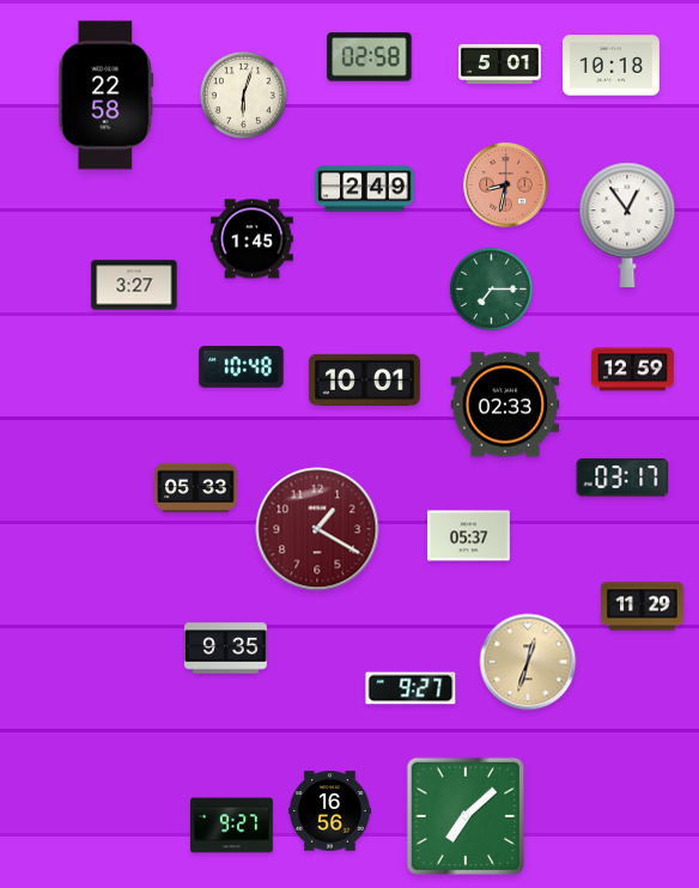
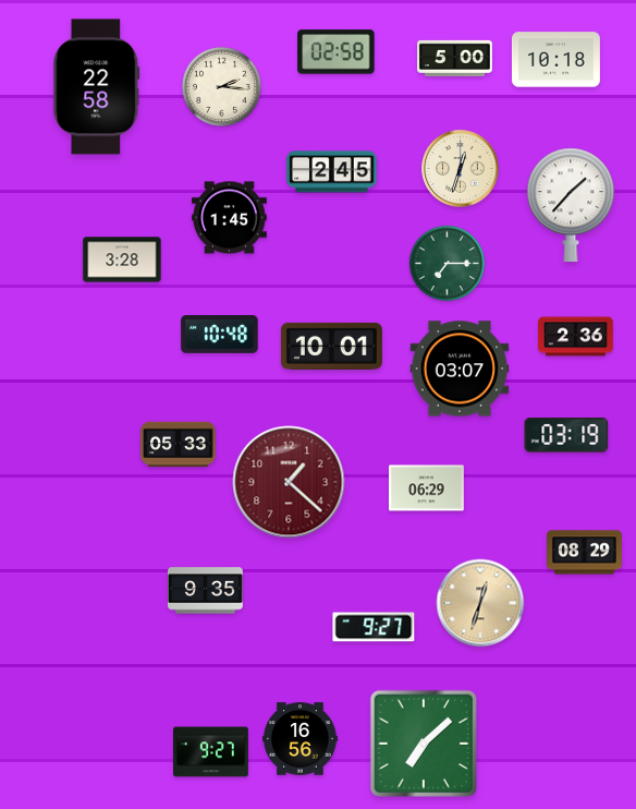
clock at (500, 63): 5:01 -> 5:00
clock at (244, 96): 6:03 -> 2:16
clock at (506, 185): 8:32 -> 12:33
clock at (506, 185) dial: salmon -> cream
clock at (365, 189): 2:49 -> 2:45
clock at (627, 225): 12:54 -> 1:37
clock at (134, 285): 3:27 -> 3:28
clock at (633, 370): 12:59 -> 2:36
clock at (505, 405): 02:33 -> 03:07
clock at (622, 478): 03:17 -> 03:19
clock at (317, 529): 1:20 -> 1:22
clock at (469, 536): 05:37 -> 06:29
clock at (643, 607): 11:29 -> 08:29
